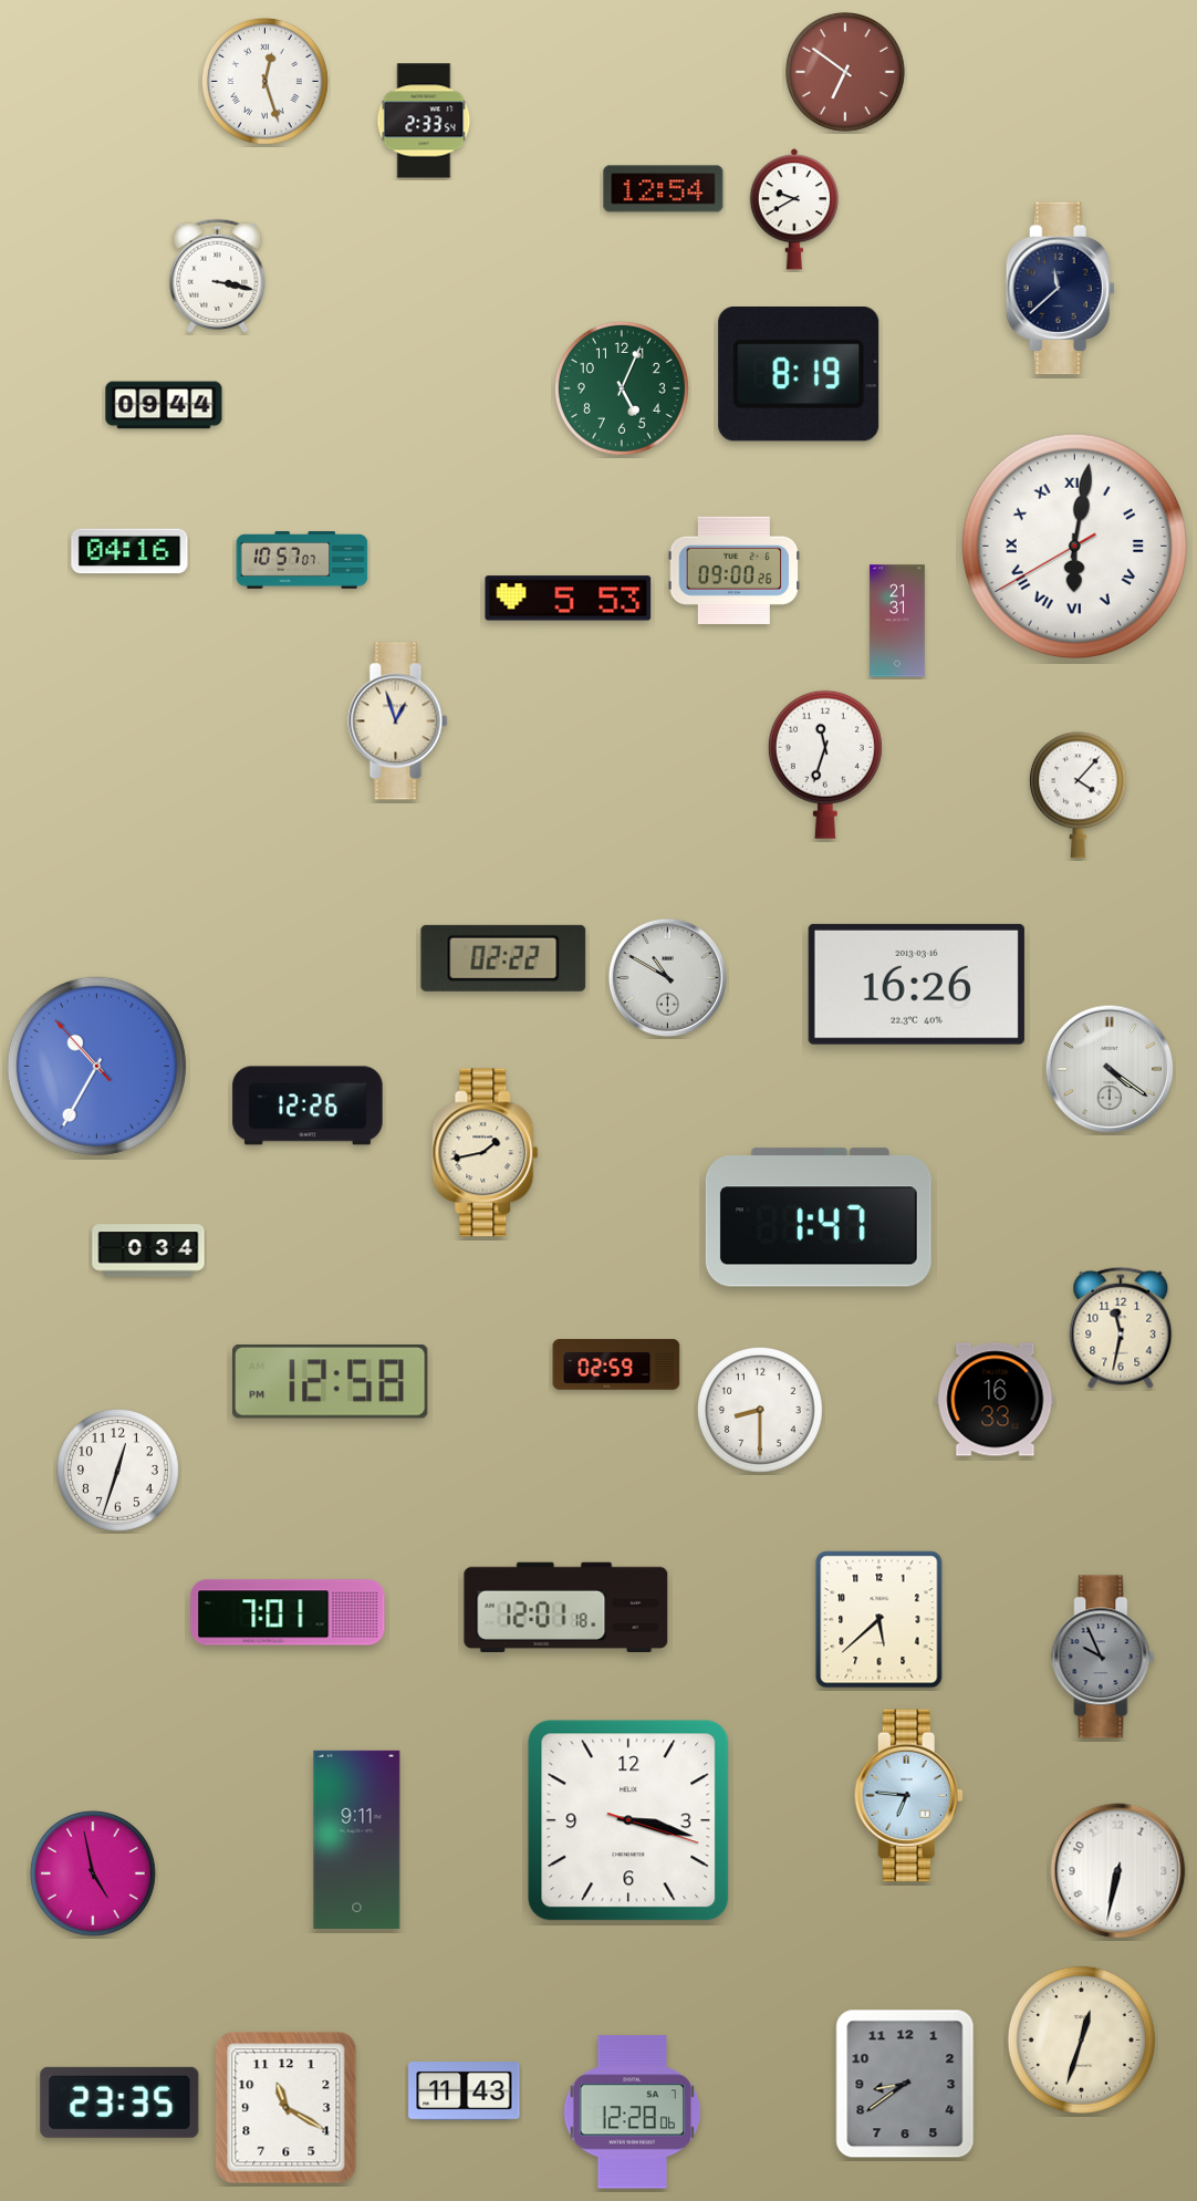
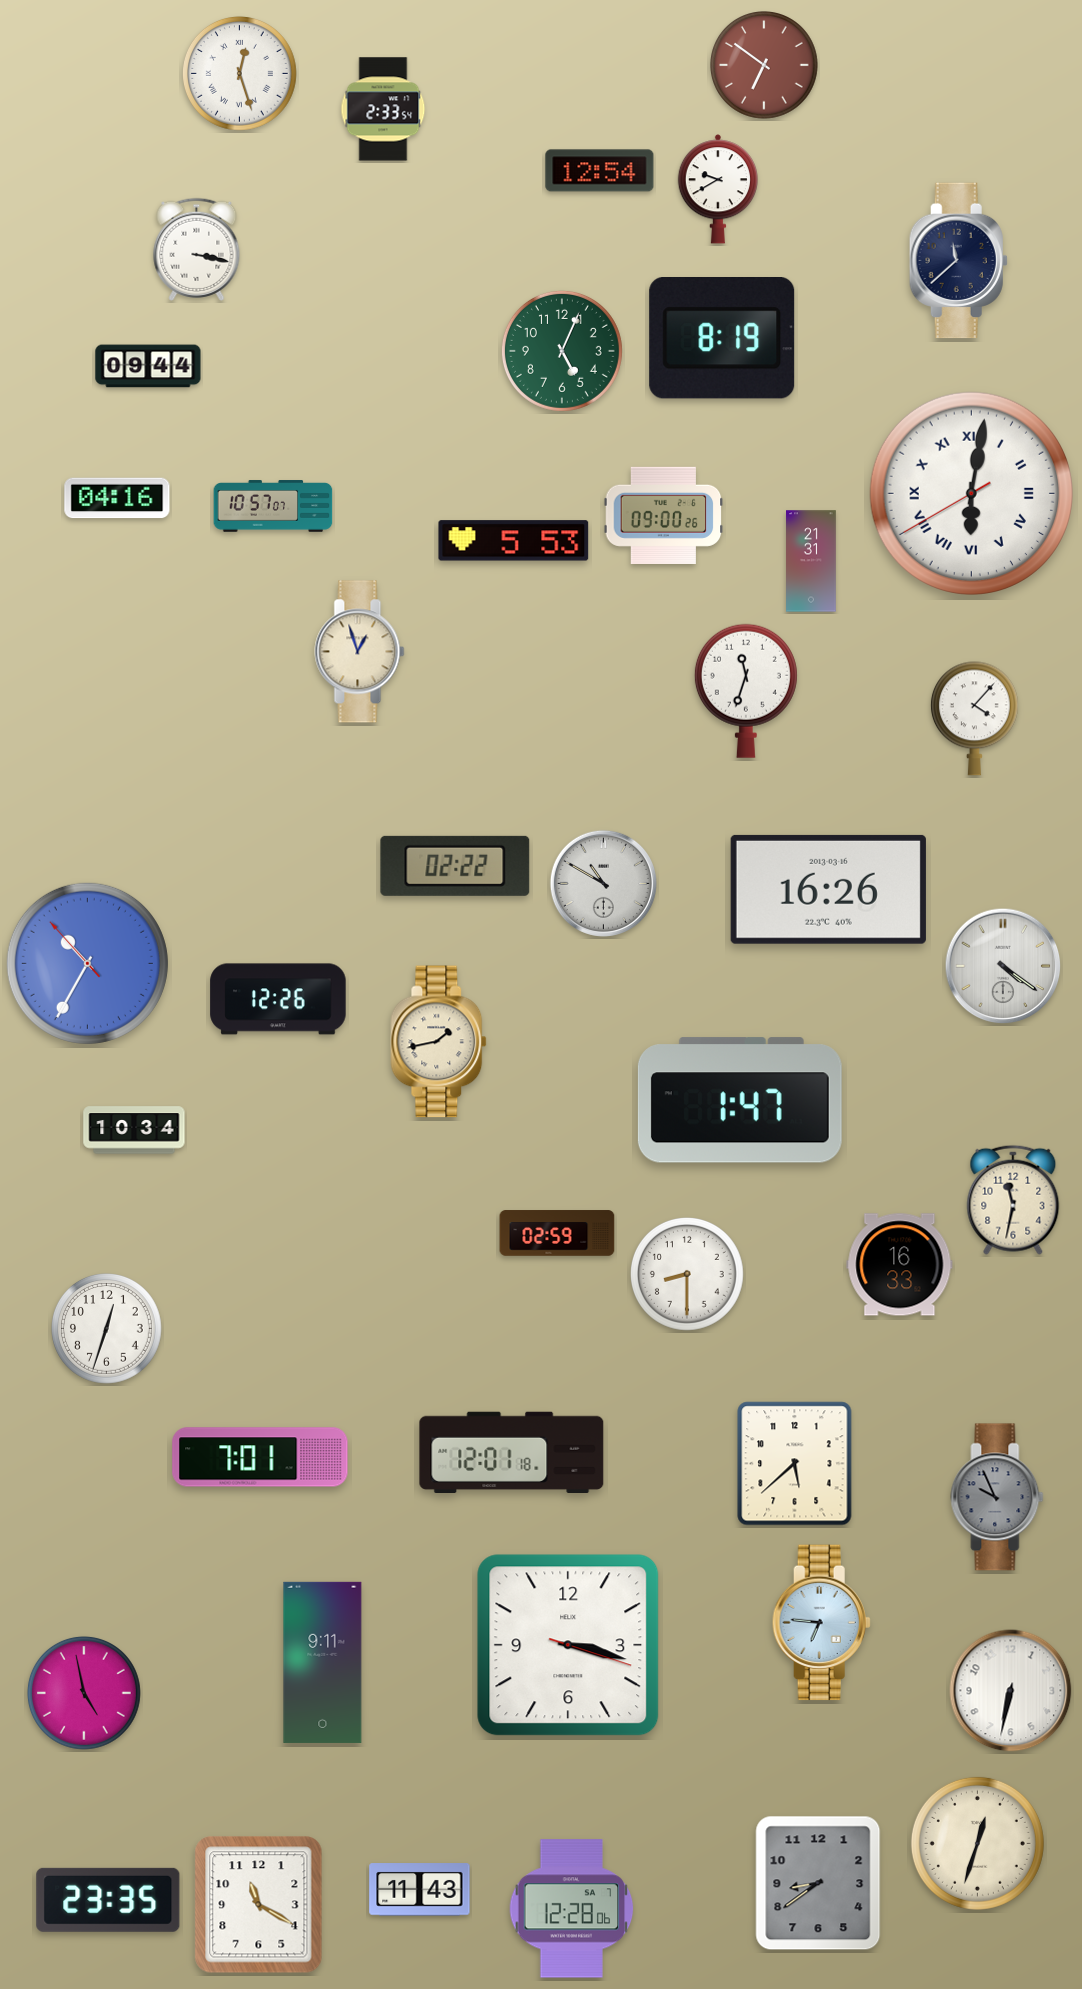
clock at (148, 1250): 0:34 -> 10:34
clock at (331, 1381): 12:58 -> none
